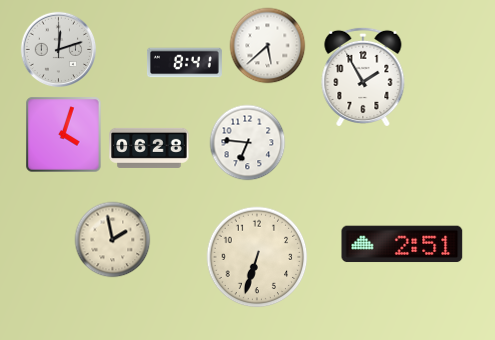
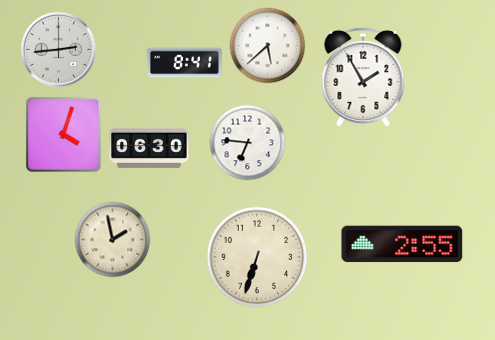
clock at (59, 50): 12:12 -> 2:44
clock at (149, 148): 06:28 -> 06:30
clock at (402, 244): 2:51 -> 2:55
